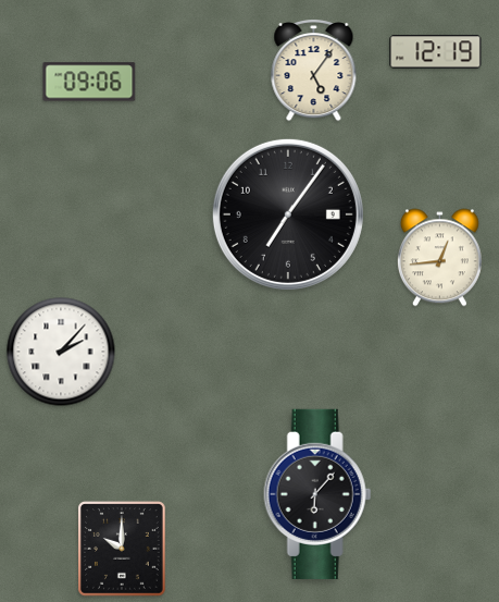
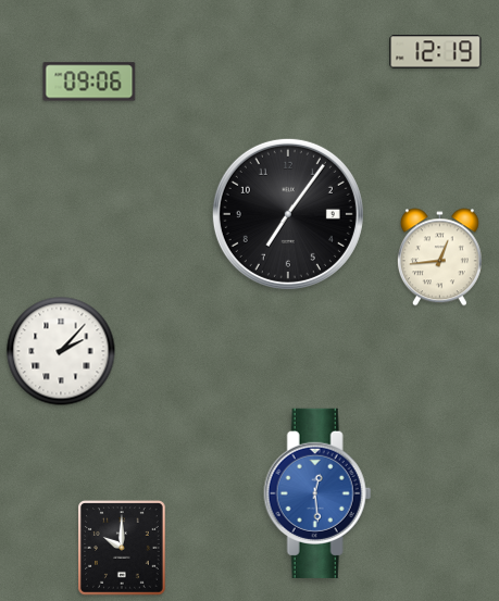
clock at (314, 71): 5:06 -> none
clock at (317, 494): 6:07 -> 12:29
clock at (317, 494) dial: black -> blue
